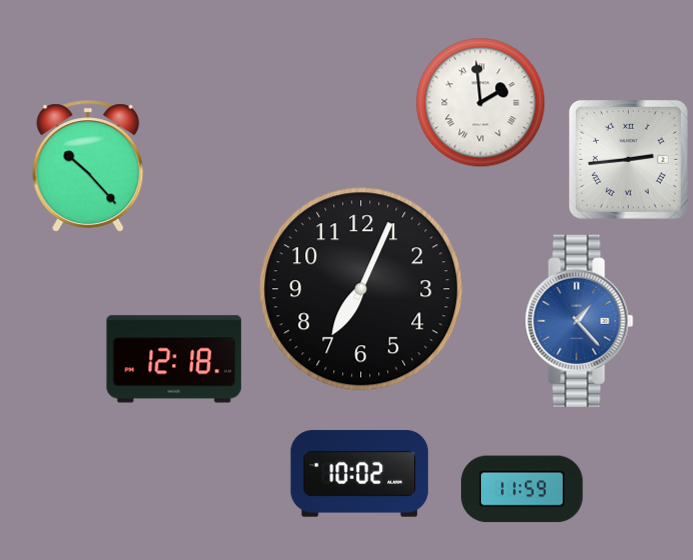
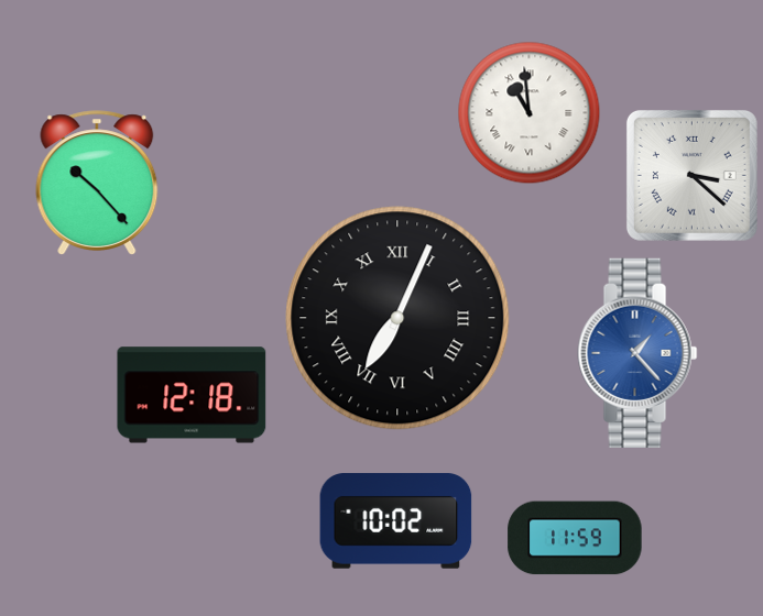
clock at (481, 103): 1:59 -> 10:59
clock at (628, 159): 2:44 -> 3:22
clock at (361, 289) numerals: Arabic -> Roman
